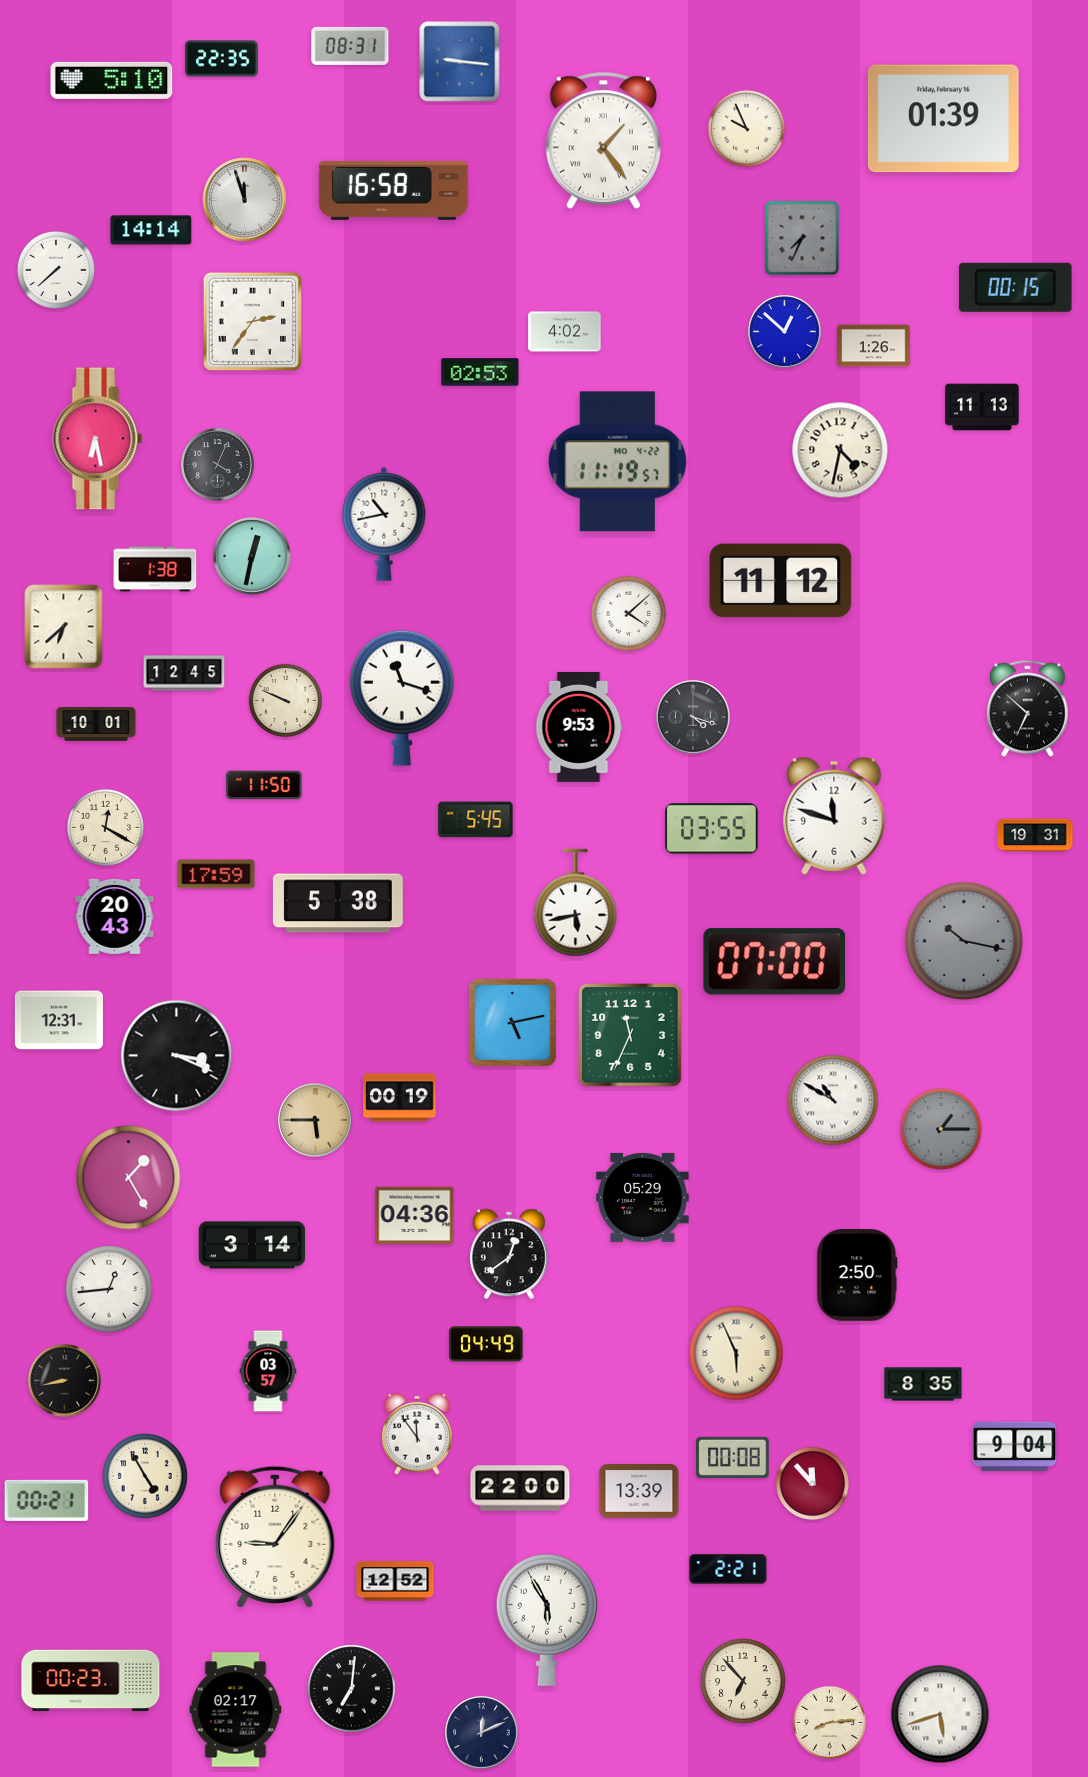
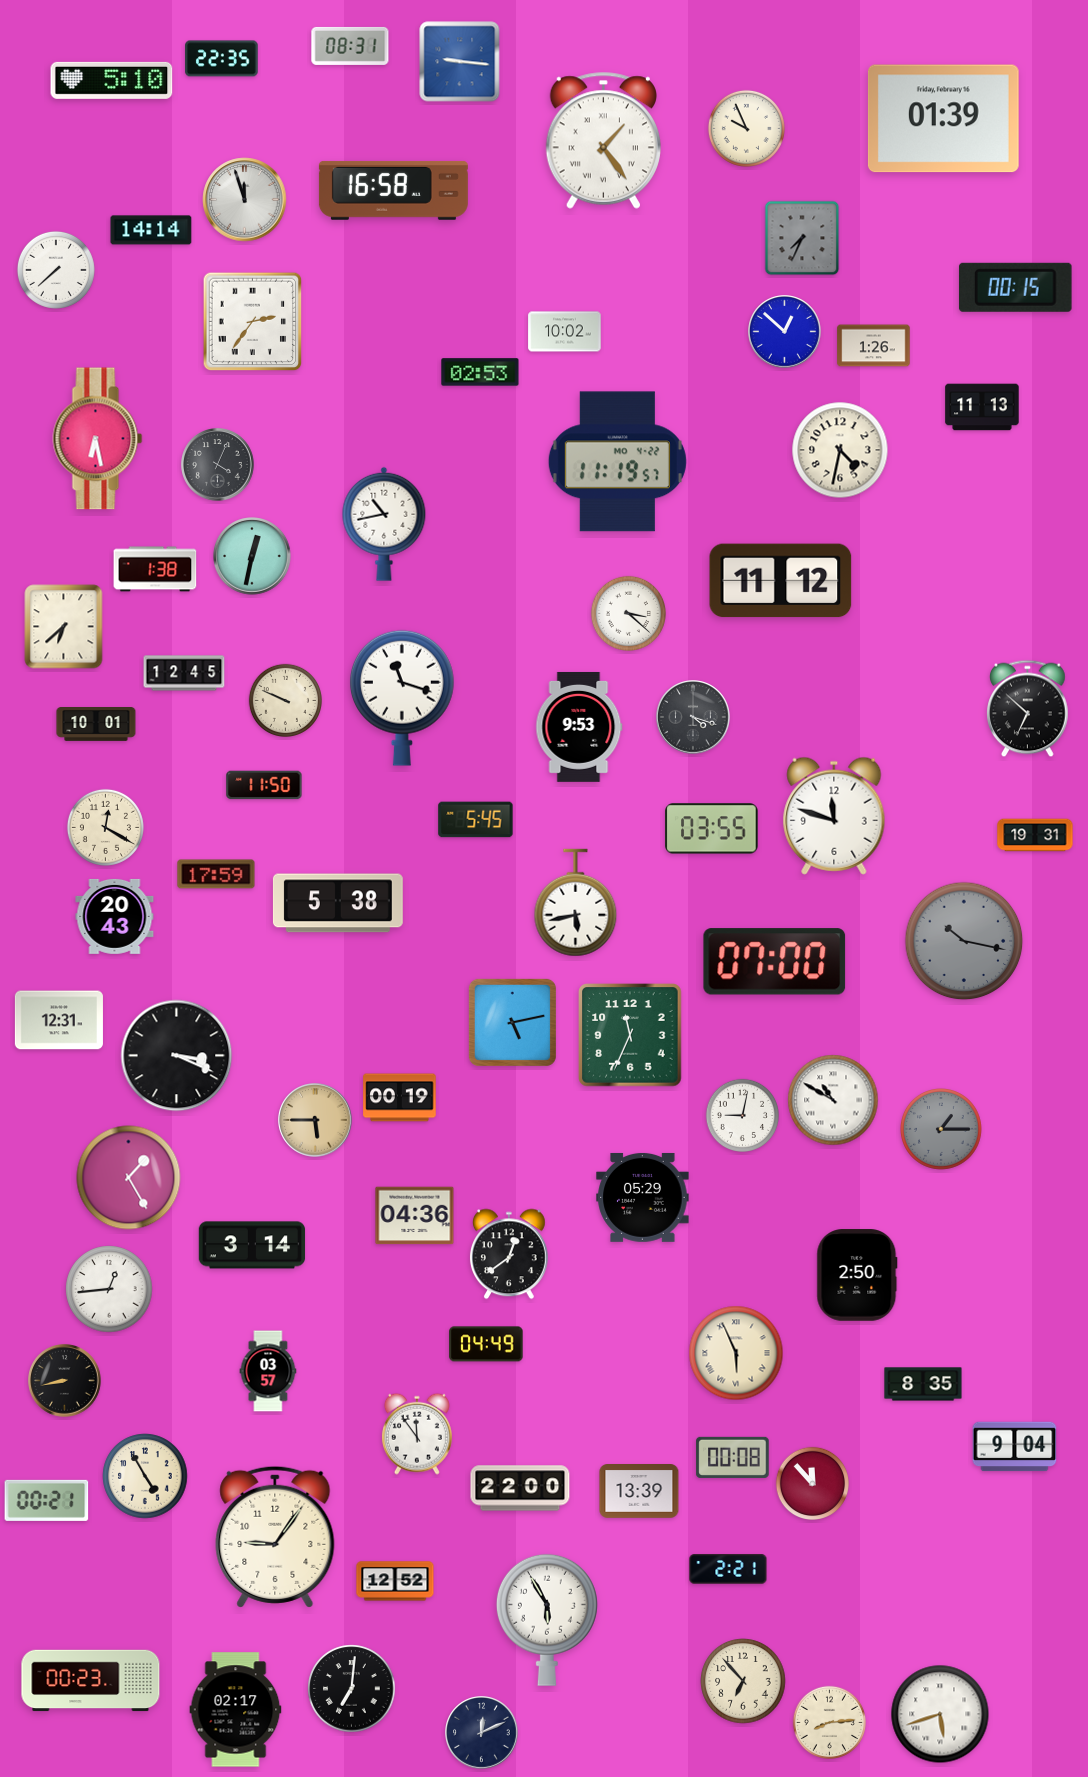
clock at (565, 332): 4:02 -> 10:02
clock at (628, 613): 4:08 -> 3:22
clock at (742, 1115): none -> 9:02
